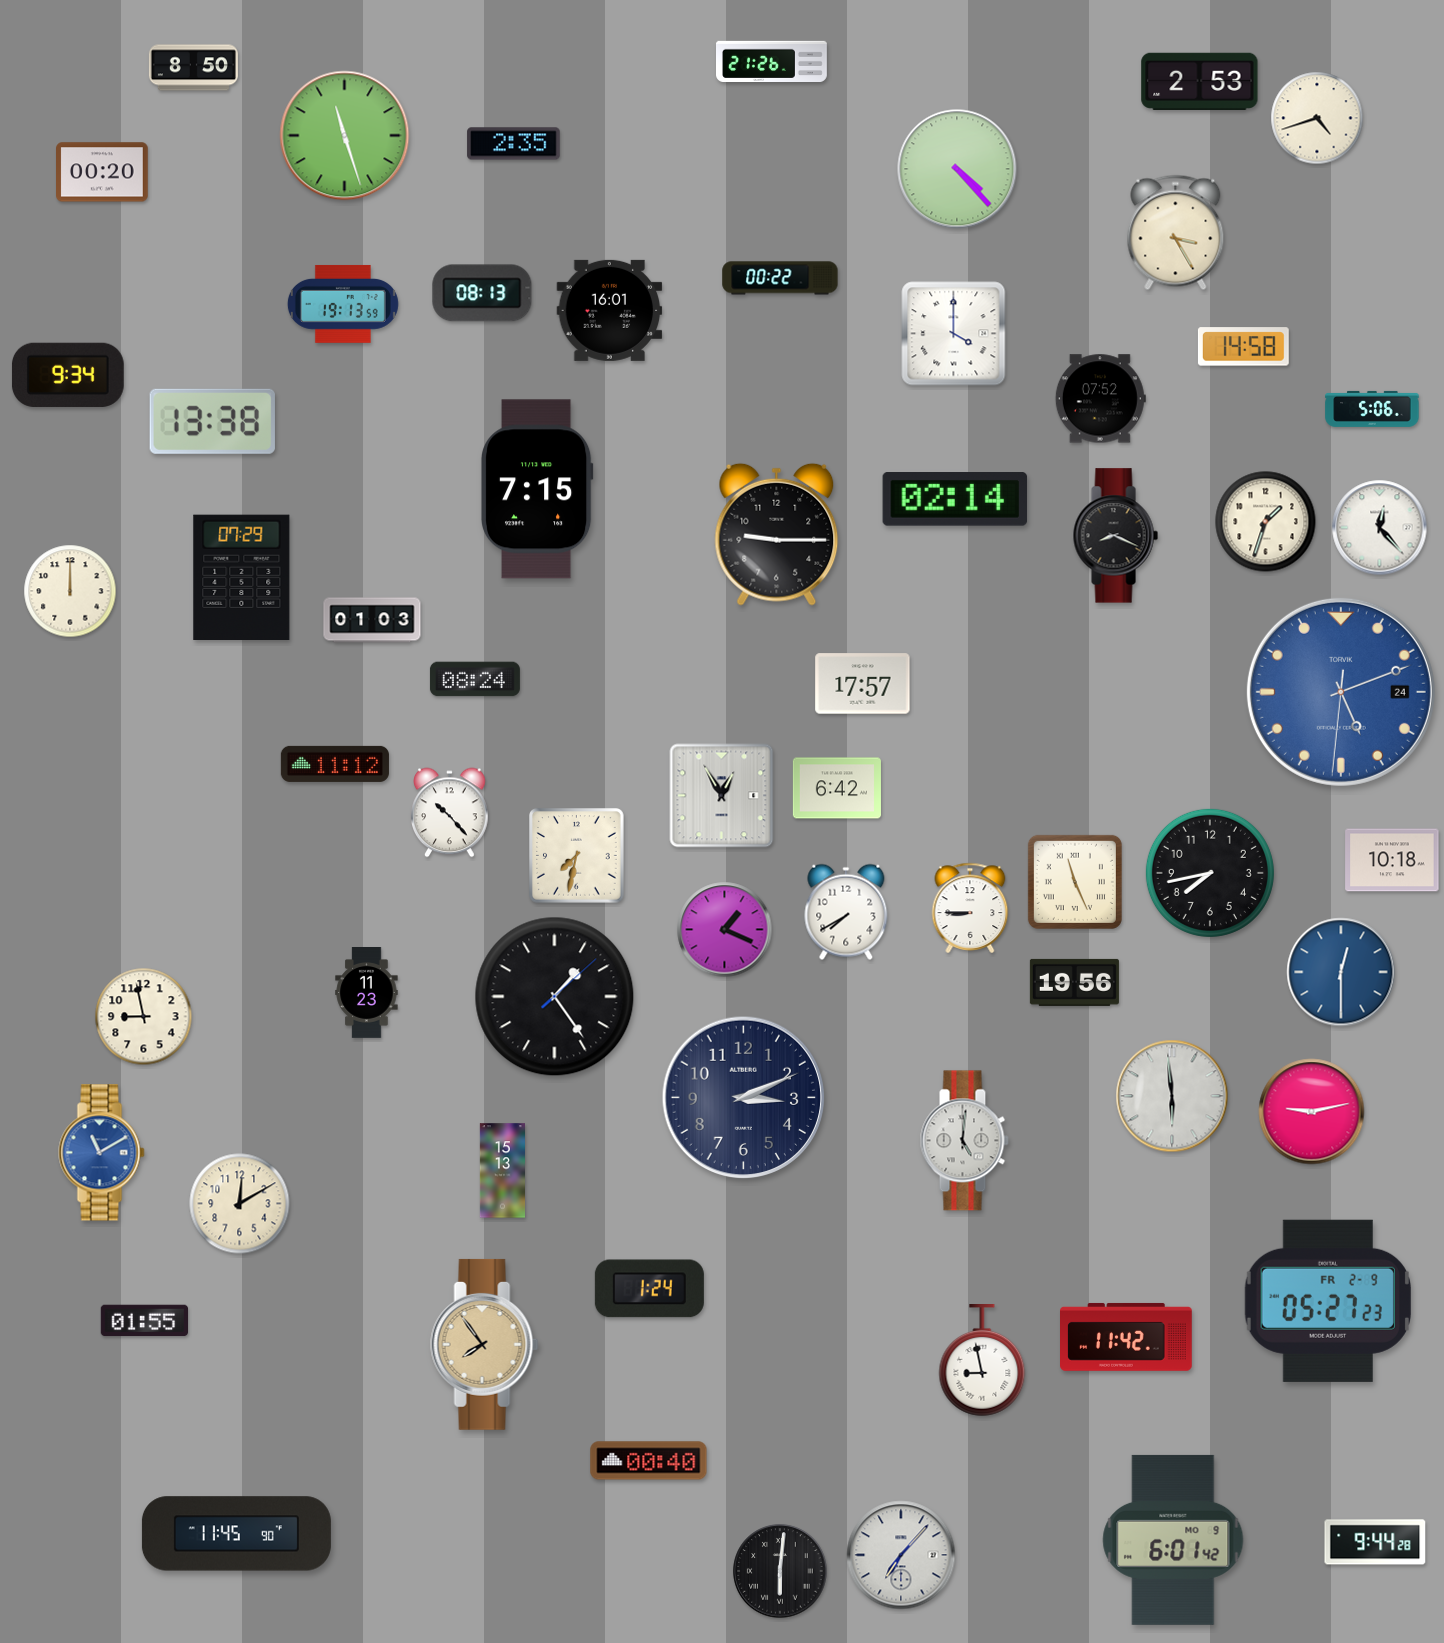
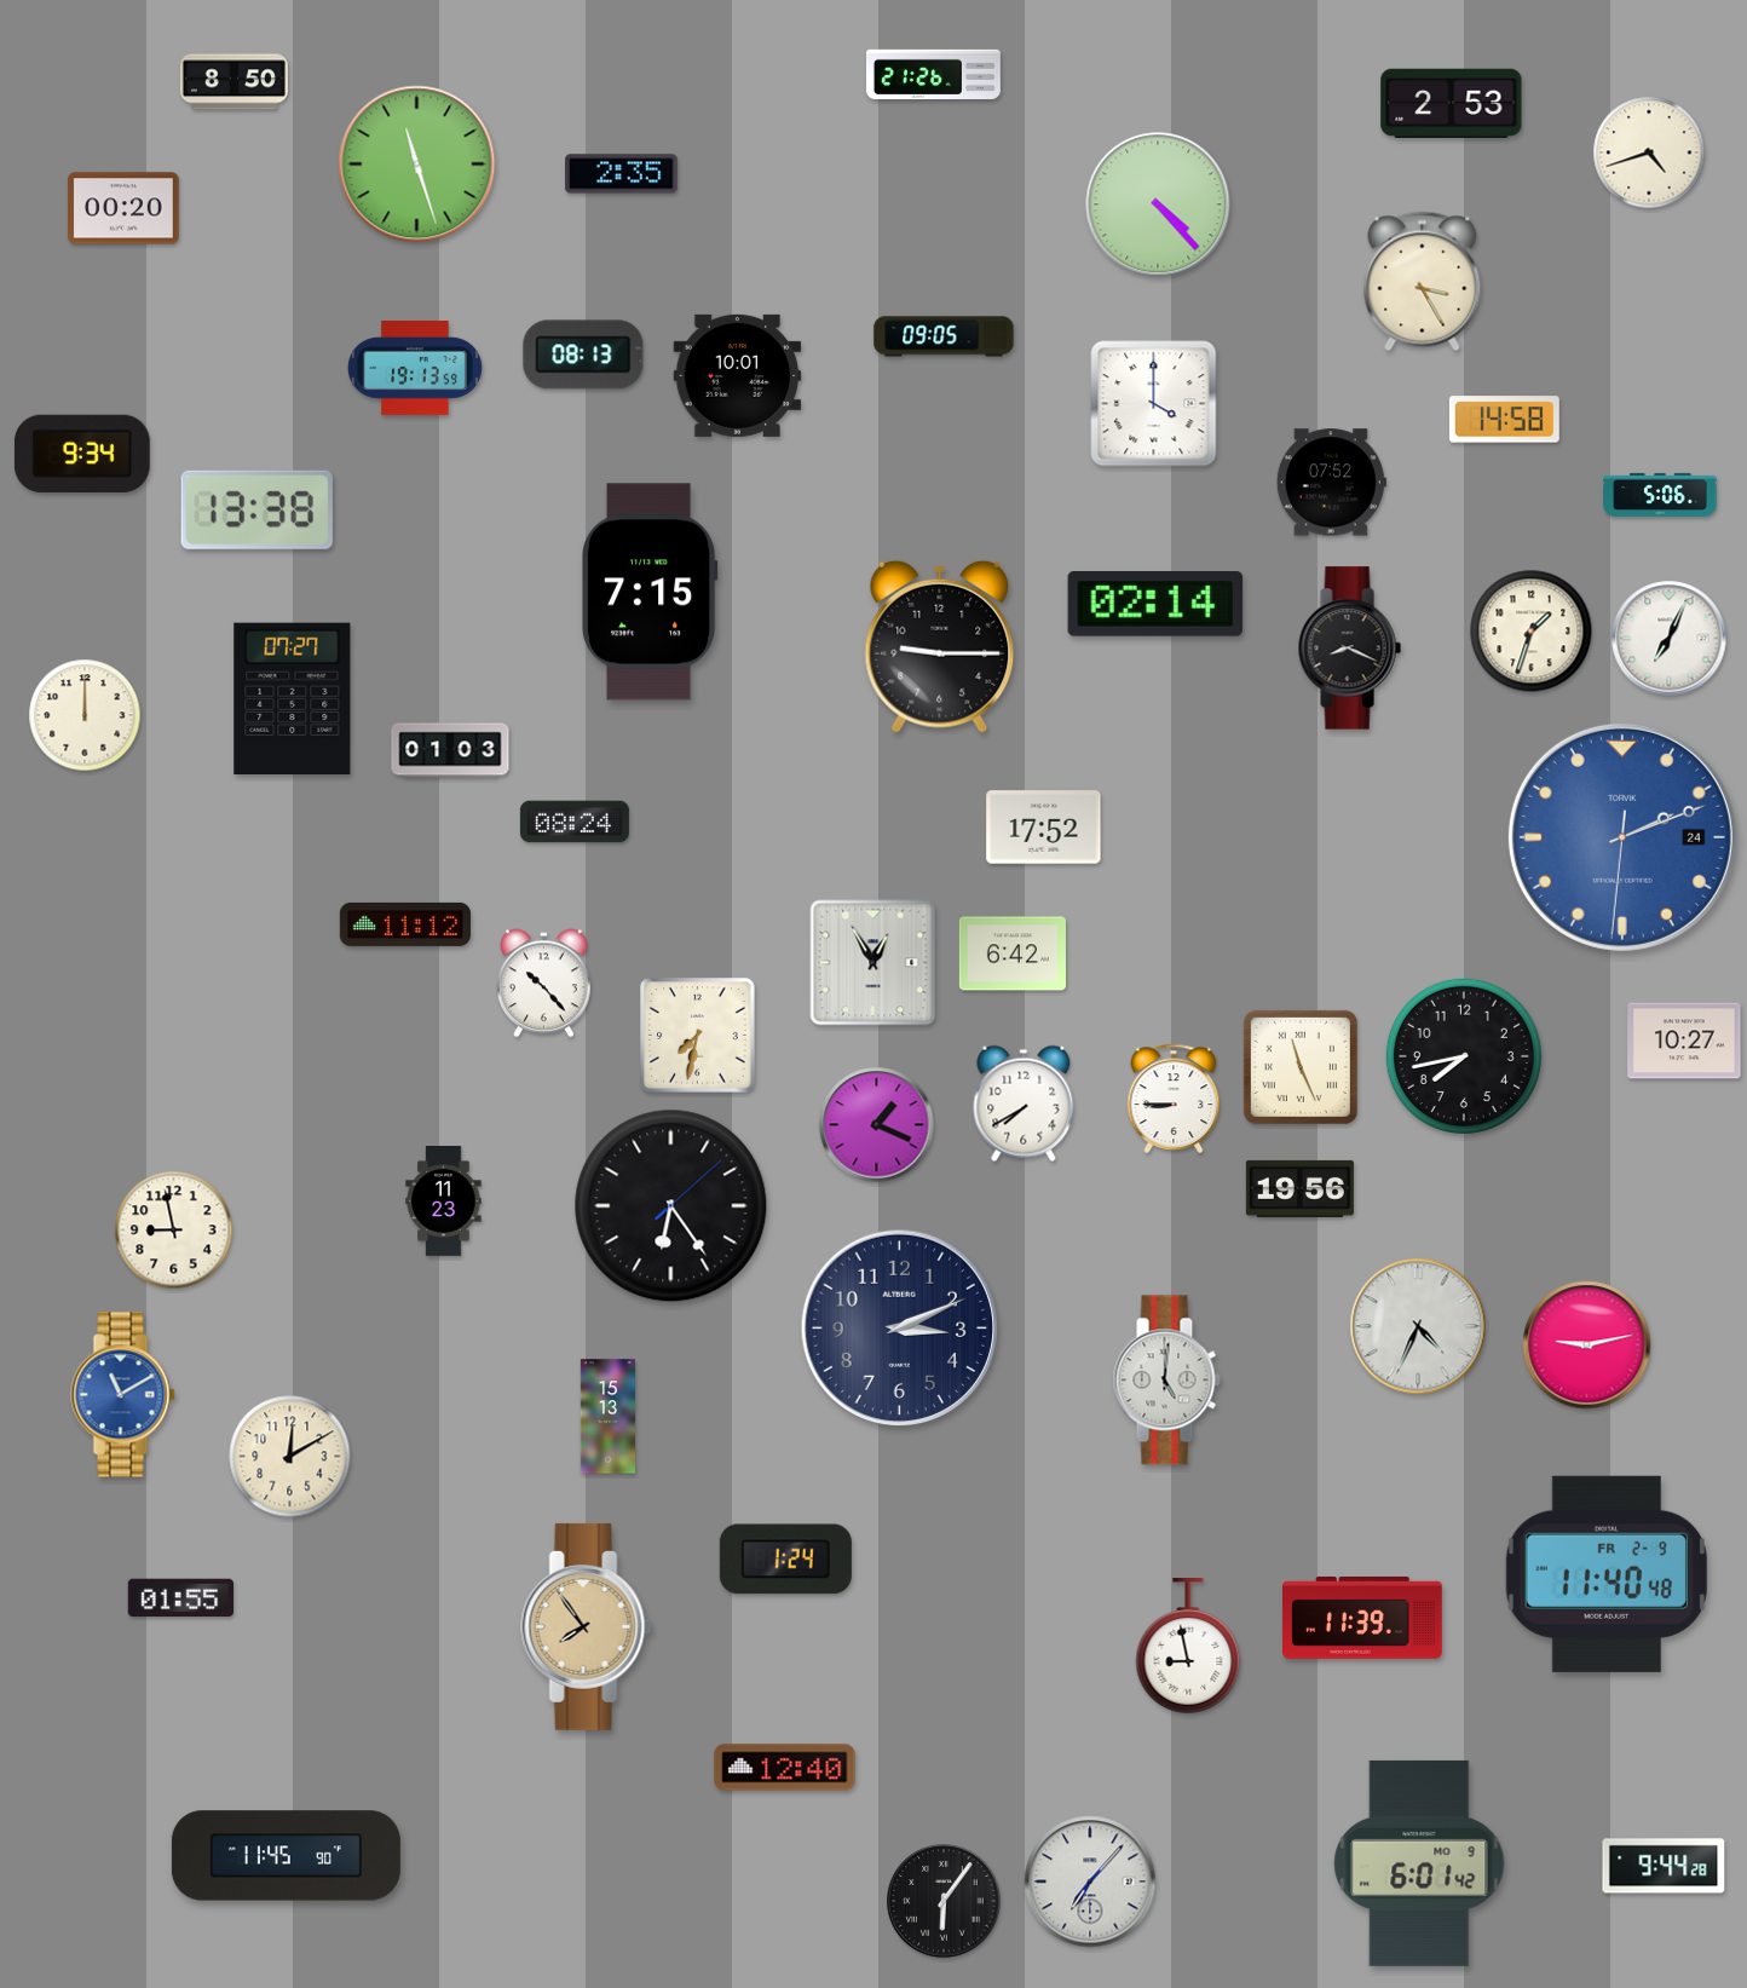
clock at (1200, 81) position: (1200, 81) -> (1452, 103)
clock at (1317, 118) position: (1317, 118) -> (1649, 152)
clock at (780, 278): 00:22 -> 09:05
clock at (610, 310): 16:01 -> 10:01
clock at (1380, 528): 12:23 -> 7:04
clock at (242, 578): 07:29 -> 07:27
clock at (863, 684): 17:57 -> 17:52
clock at (1341, 692): 5:11 -> 2:11
clock at (1392, 860): 10:18 -> 10:27
clock at (1341, 972): 12:30 -> none
clock at (555, 997): 1:24 -> 6:24
clock at (1172, 1096): 5:59 -> 4:34
clock at (1328, 1301): 05:27 -> 11:40
clock at (144, 1321) position: (144, 1321) -> (180, 1598)
clock at (1127, 1337): 11:42 -> 11:39
clock at (649, 1461): 00:40 -> 12:40
clock at (780, 1571): 6:01 -> 6:06
